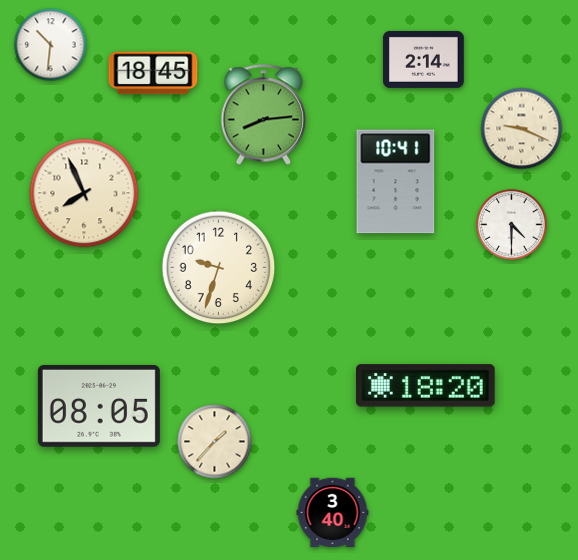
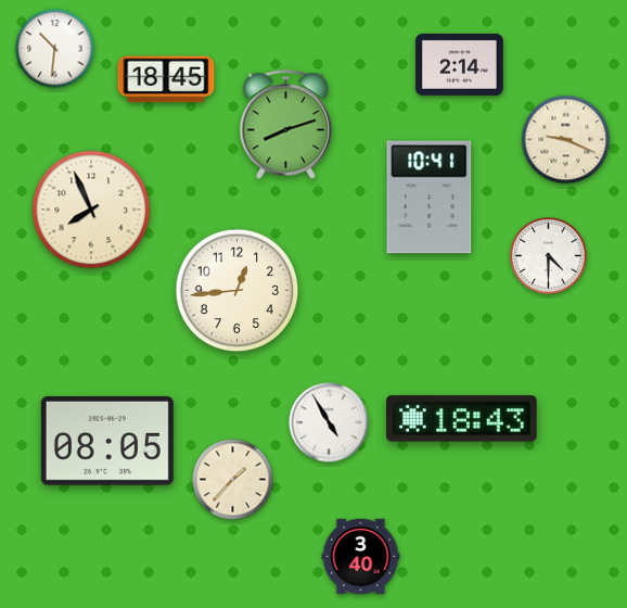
clock at (264, 115): 8:14 -> 8:12
clock at (512, 225) position: (512, 225) -> (549, 256)
clock at (219, 268): 9:33 -> 12:44
clock at (426, 386): 18:20 -> 18:43
clock at (329, 422): none -> 4:55
